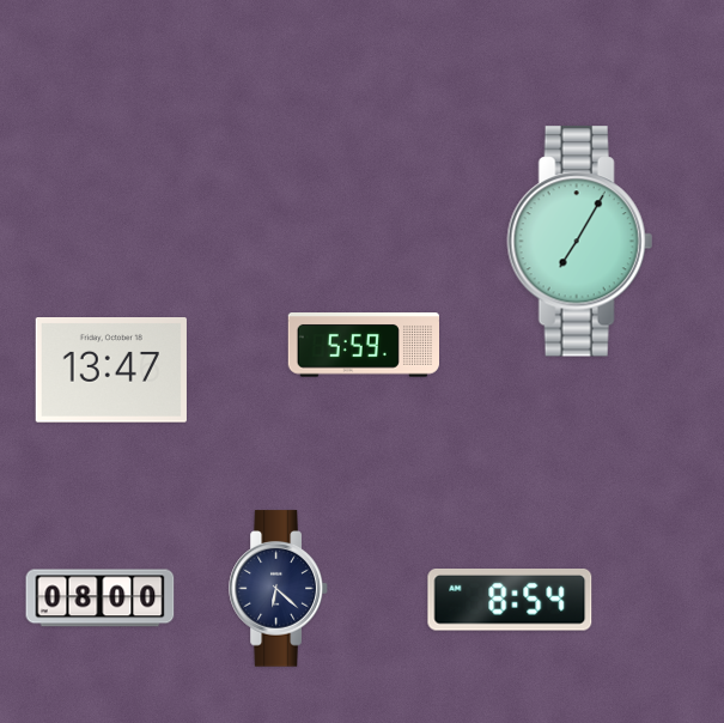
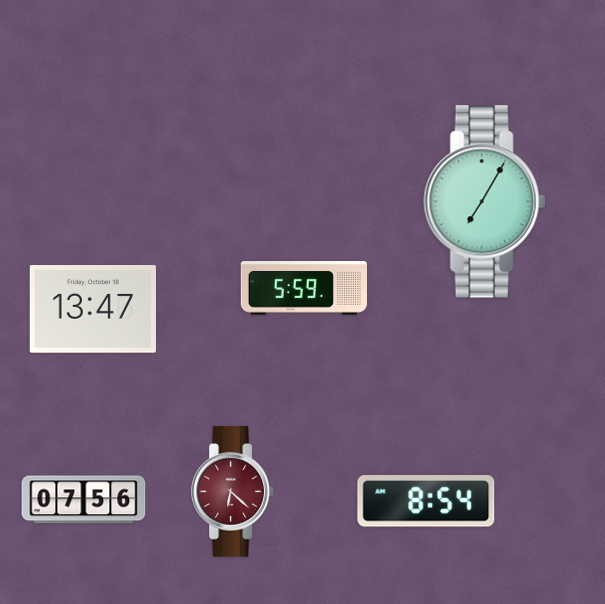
clock at (279, 589) dial: navy -> burgundy
clock at (101, 599): 08:00 -> 07:56
